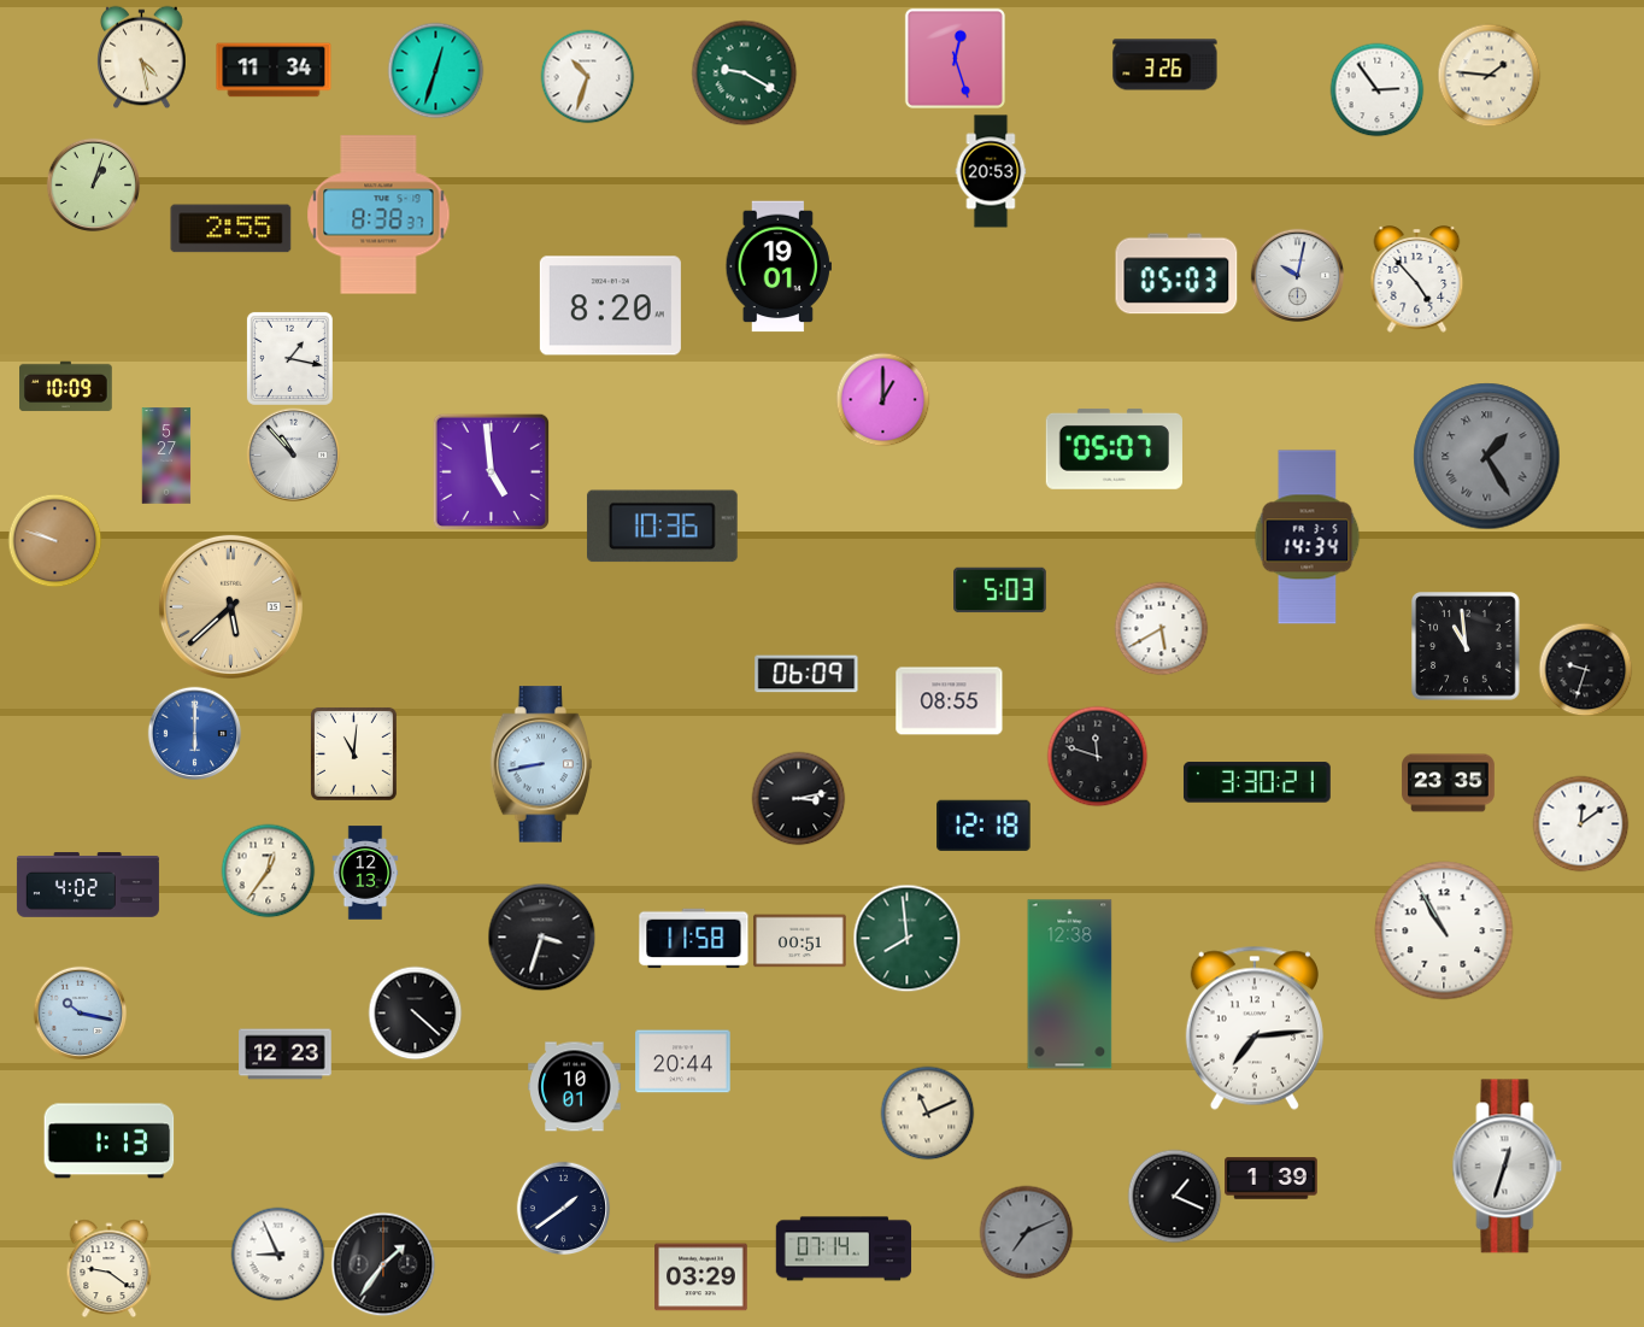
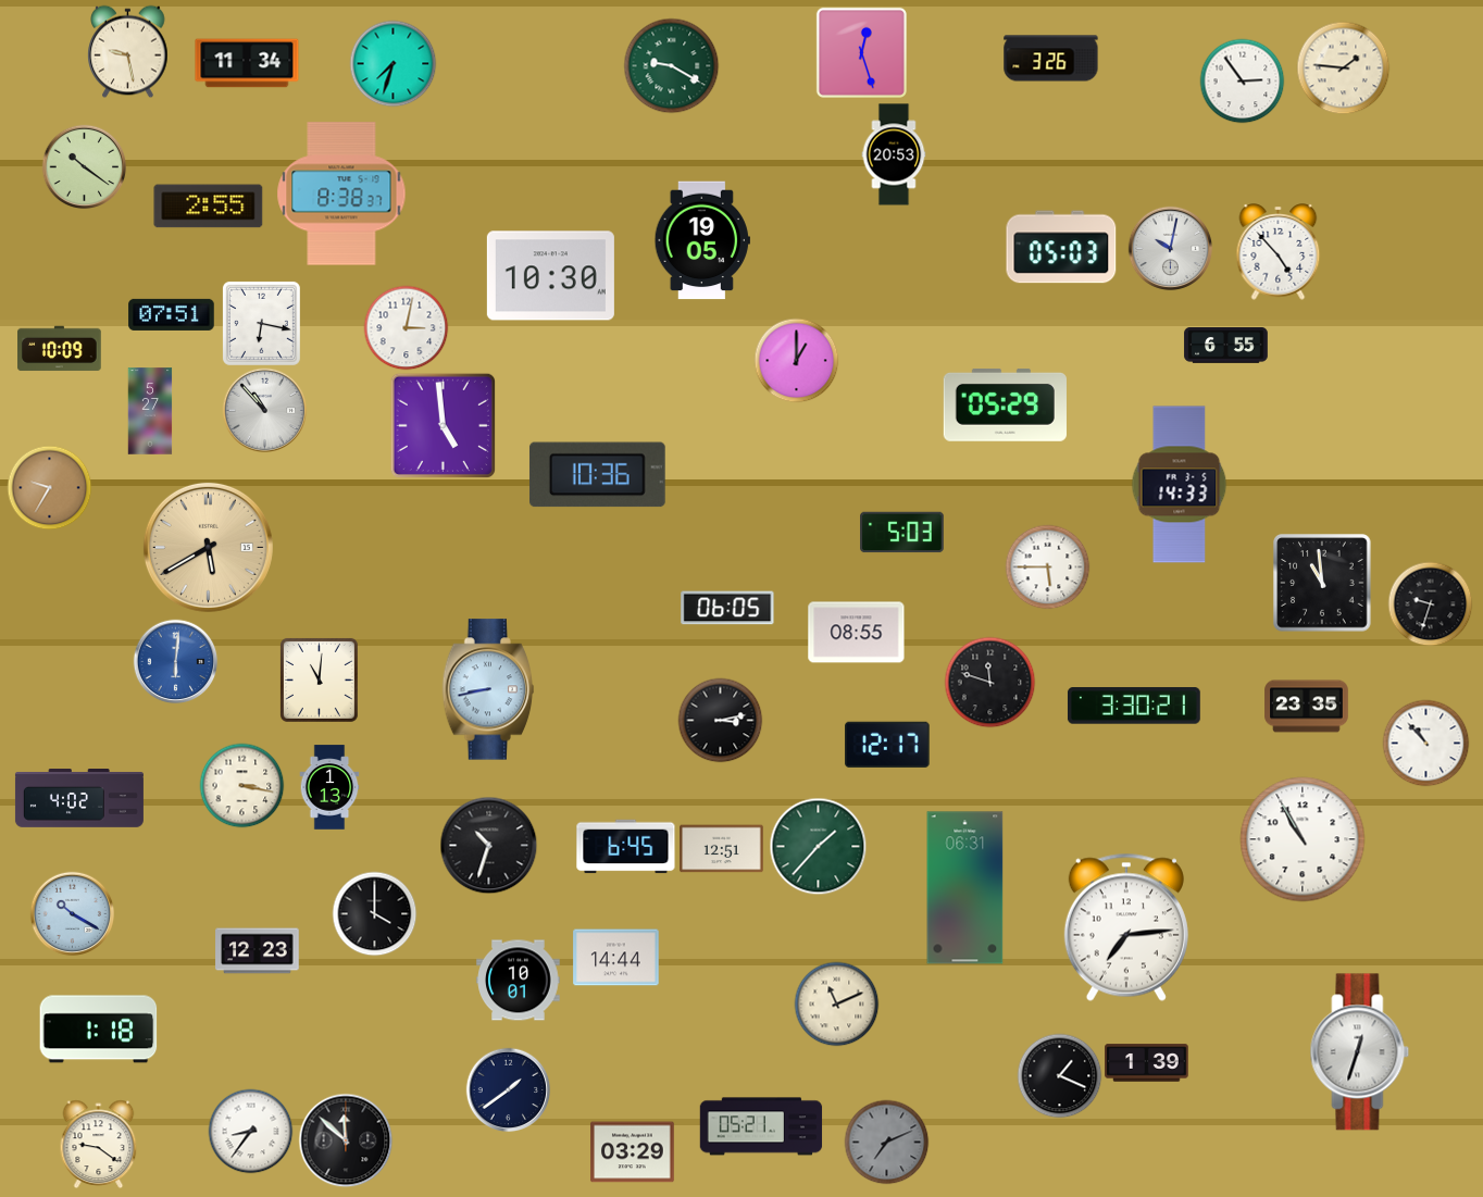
clock at (142, 57): 4:28 -> 9:28
clock at (435, 70): 12:33 -> 7:33
clock at (587, 76): 10:33 -> none
clock at (93, 184): 1:03 -> 10:21
clock at (779, 266): 19:01 -> 19:05
clock at (610, 306): 8:20 -> 10:30
clock at (172, 314): none -> 07:51
clock at (289, 358): 1:17 -> 6:17
clock at (406, 327): none -> 3:02
clock at (1226, 346): none -> 6:55
clock at (1114, 448): 05:07 -> 05:29
clock at (1487, 457): 1:25 -> none
clock at (1308, 538): 14:34 -> 14:33
clock at (54, 540): 9:48 -> 9:35
clock at (230, 606): 5:38 -> 5:40
clock at (1161, 628): 5:40 -> 5:45
clock at (806, 674): 06:09 -> 06:05
clock at (194, 733): 6:00 -> 6:01
clock at (1580, 823): 12:09 -> 10:53
clock at (985, 826): 12:18 -> 12:17
clock at (268, 870): 12:36 -> 3:17
clock at (365, 873): 12:13 -> 1:13
clock at (541, 936): 3:33 -> 10:33
clock at (906, 938): 7:59 -> 1:37
clock at (694, 939): 11:58 -> 6:45
clock at (800, 941): 00:51 -> 12:51
clock at (1070, 985): 12:38 -> 06:31
clock at (80, 1012): 10:17 -> 10:20
clock at (415, 1012): 4:22 -> 4:00
clock at (1255, 1028) position: (1255, 1028) -> (1126, 927)
clock at (683, 1062): 20:44 -> 14:44
clock at (110, 1141): 1:13 -> 1:18
clock at (1174, 1196) position: (1174, 1196) -> (1059, 1075)
clock at (1026, 1232) position: (1026, 1232) -> (886, 1142)
clock at (844, 1249): 07:14 -> 05:21
clock at (277, 1253): 8:56 -> 8:36
clock at (383, 1264): 1:36 -> 11:52
